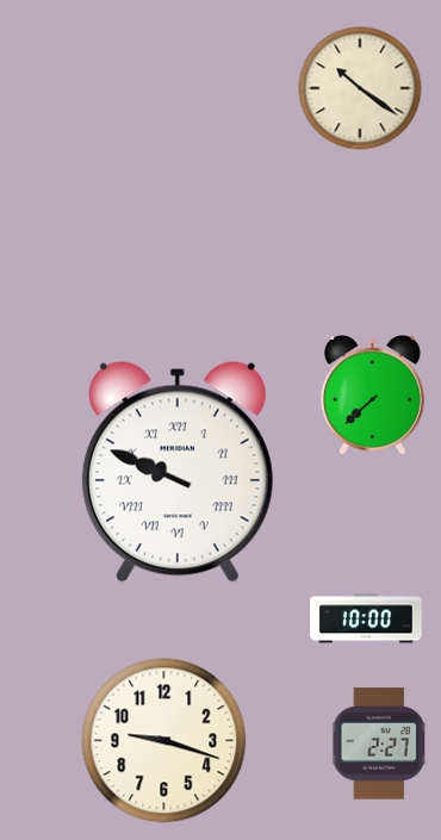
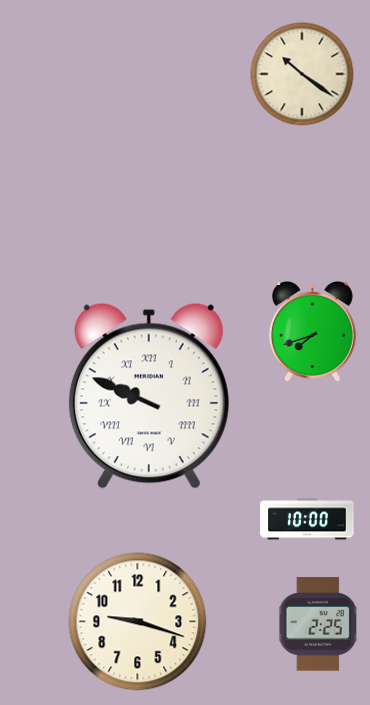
clock at (372, 396): 7:38 -> 7:42
clock at (379, 743): 2:27 -> 2:25
